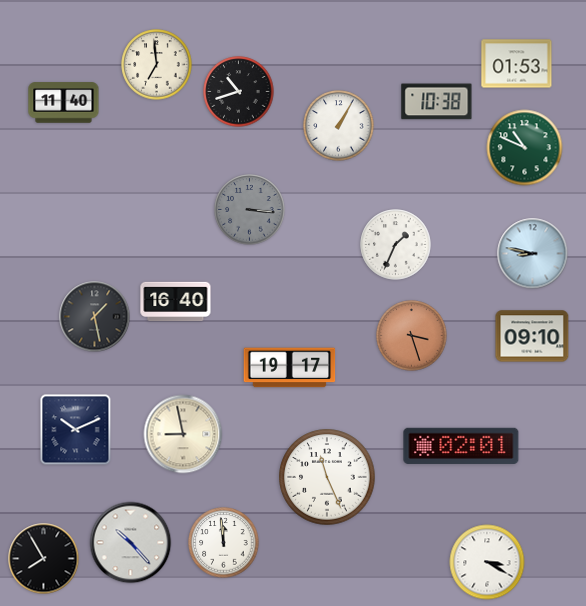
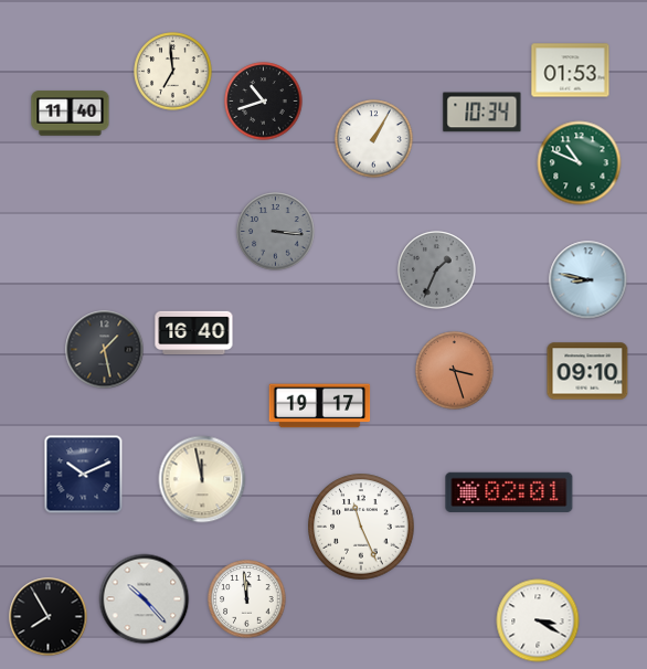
clock at (437, 102): 10:38 -> 10:34
clock at (396, 245) dial: white -> grey
clock at (183, 434): 8:58 -> 11:58
